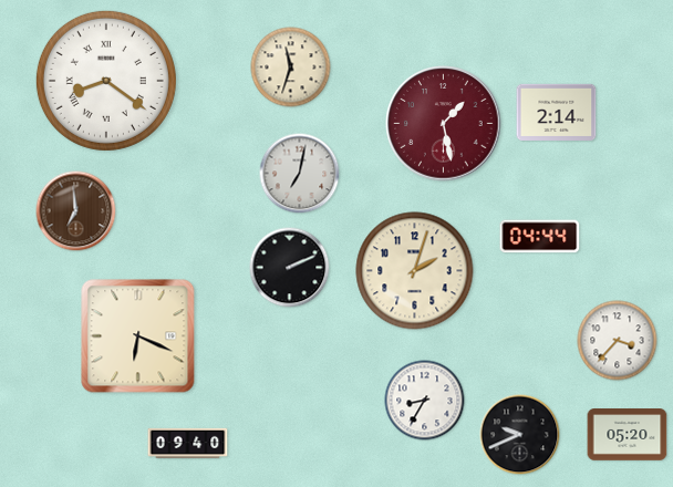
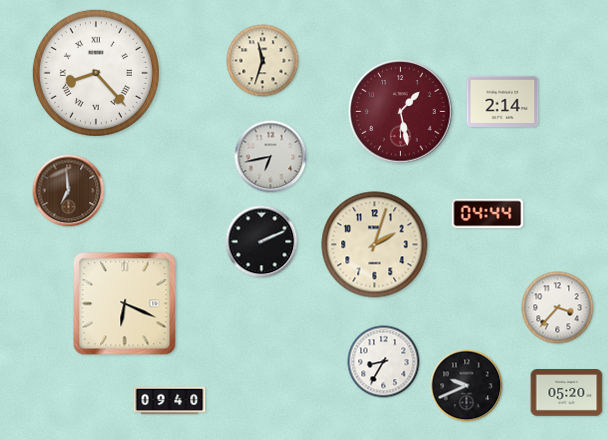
clock at (106, 81): 8:21 -> 8:23
clock at (300, 174): 7:02 -> 6:43
clock at (520, 435) position: (520, 435) -> (467, 386)
